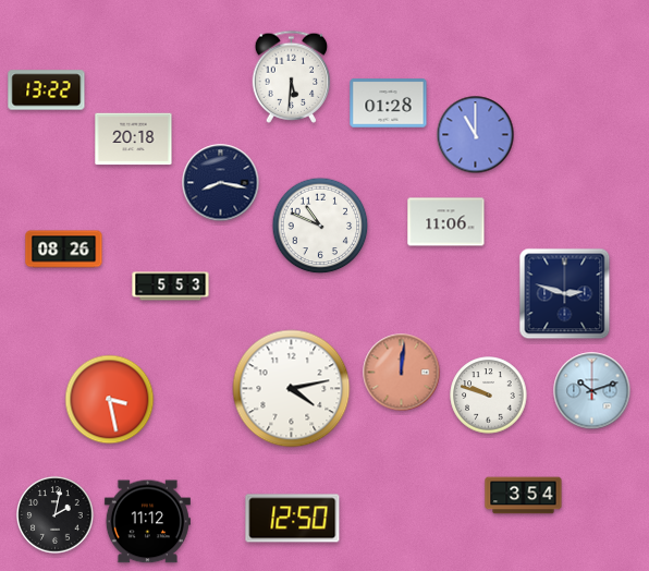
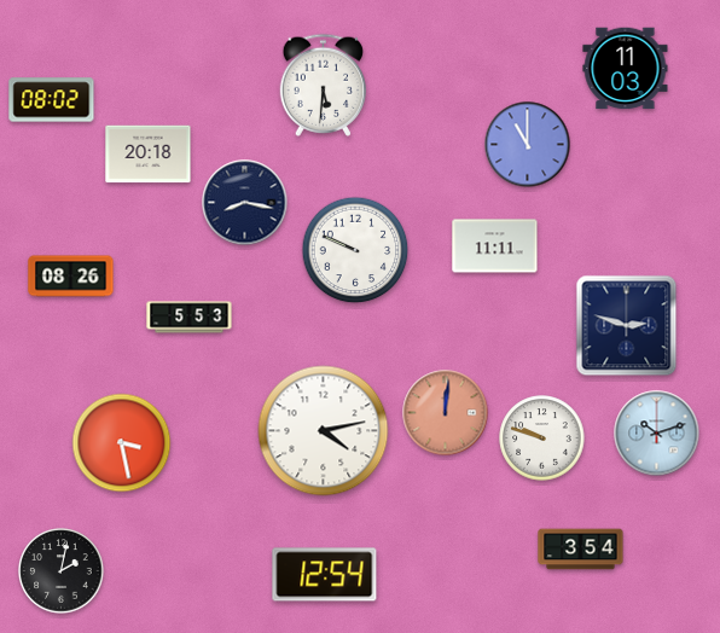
clock at (626, 69): none -> 11:03
clock at (47, 90): 13:22 -> 08:02
clock at (389, 104): 01:28 -> none
clock at (476, 135) position: (476, 135) -> (528, 145)
clock at (446, 222): 11:06 -> 11:11
clock at (320, 226): 10:49 -> 9:49
clock at (293, 519): 12:50 -> 12:54
clock at (147, 522): 11:12 -> none
